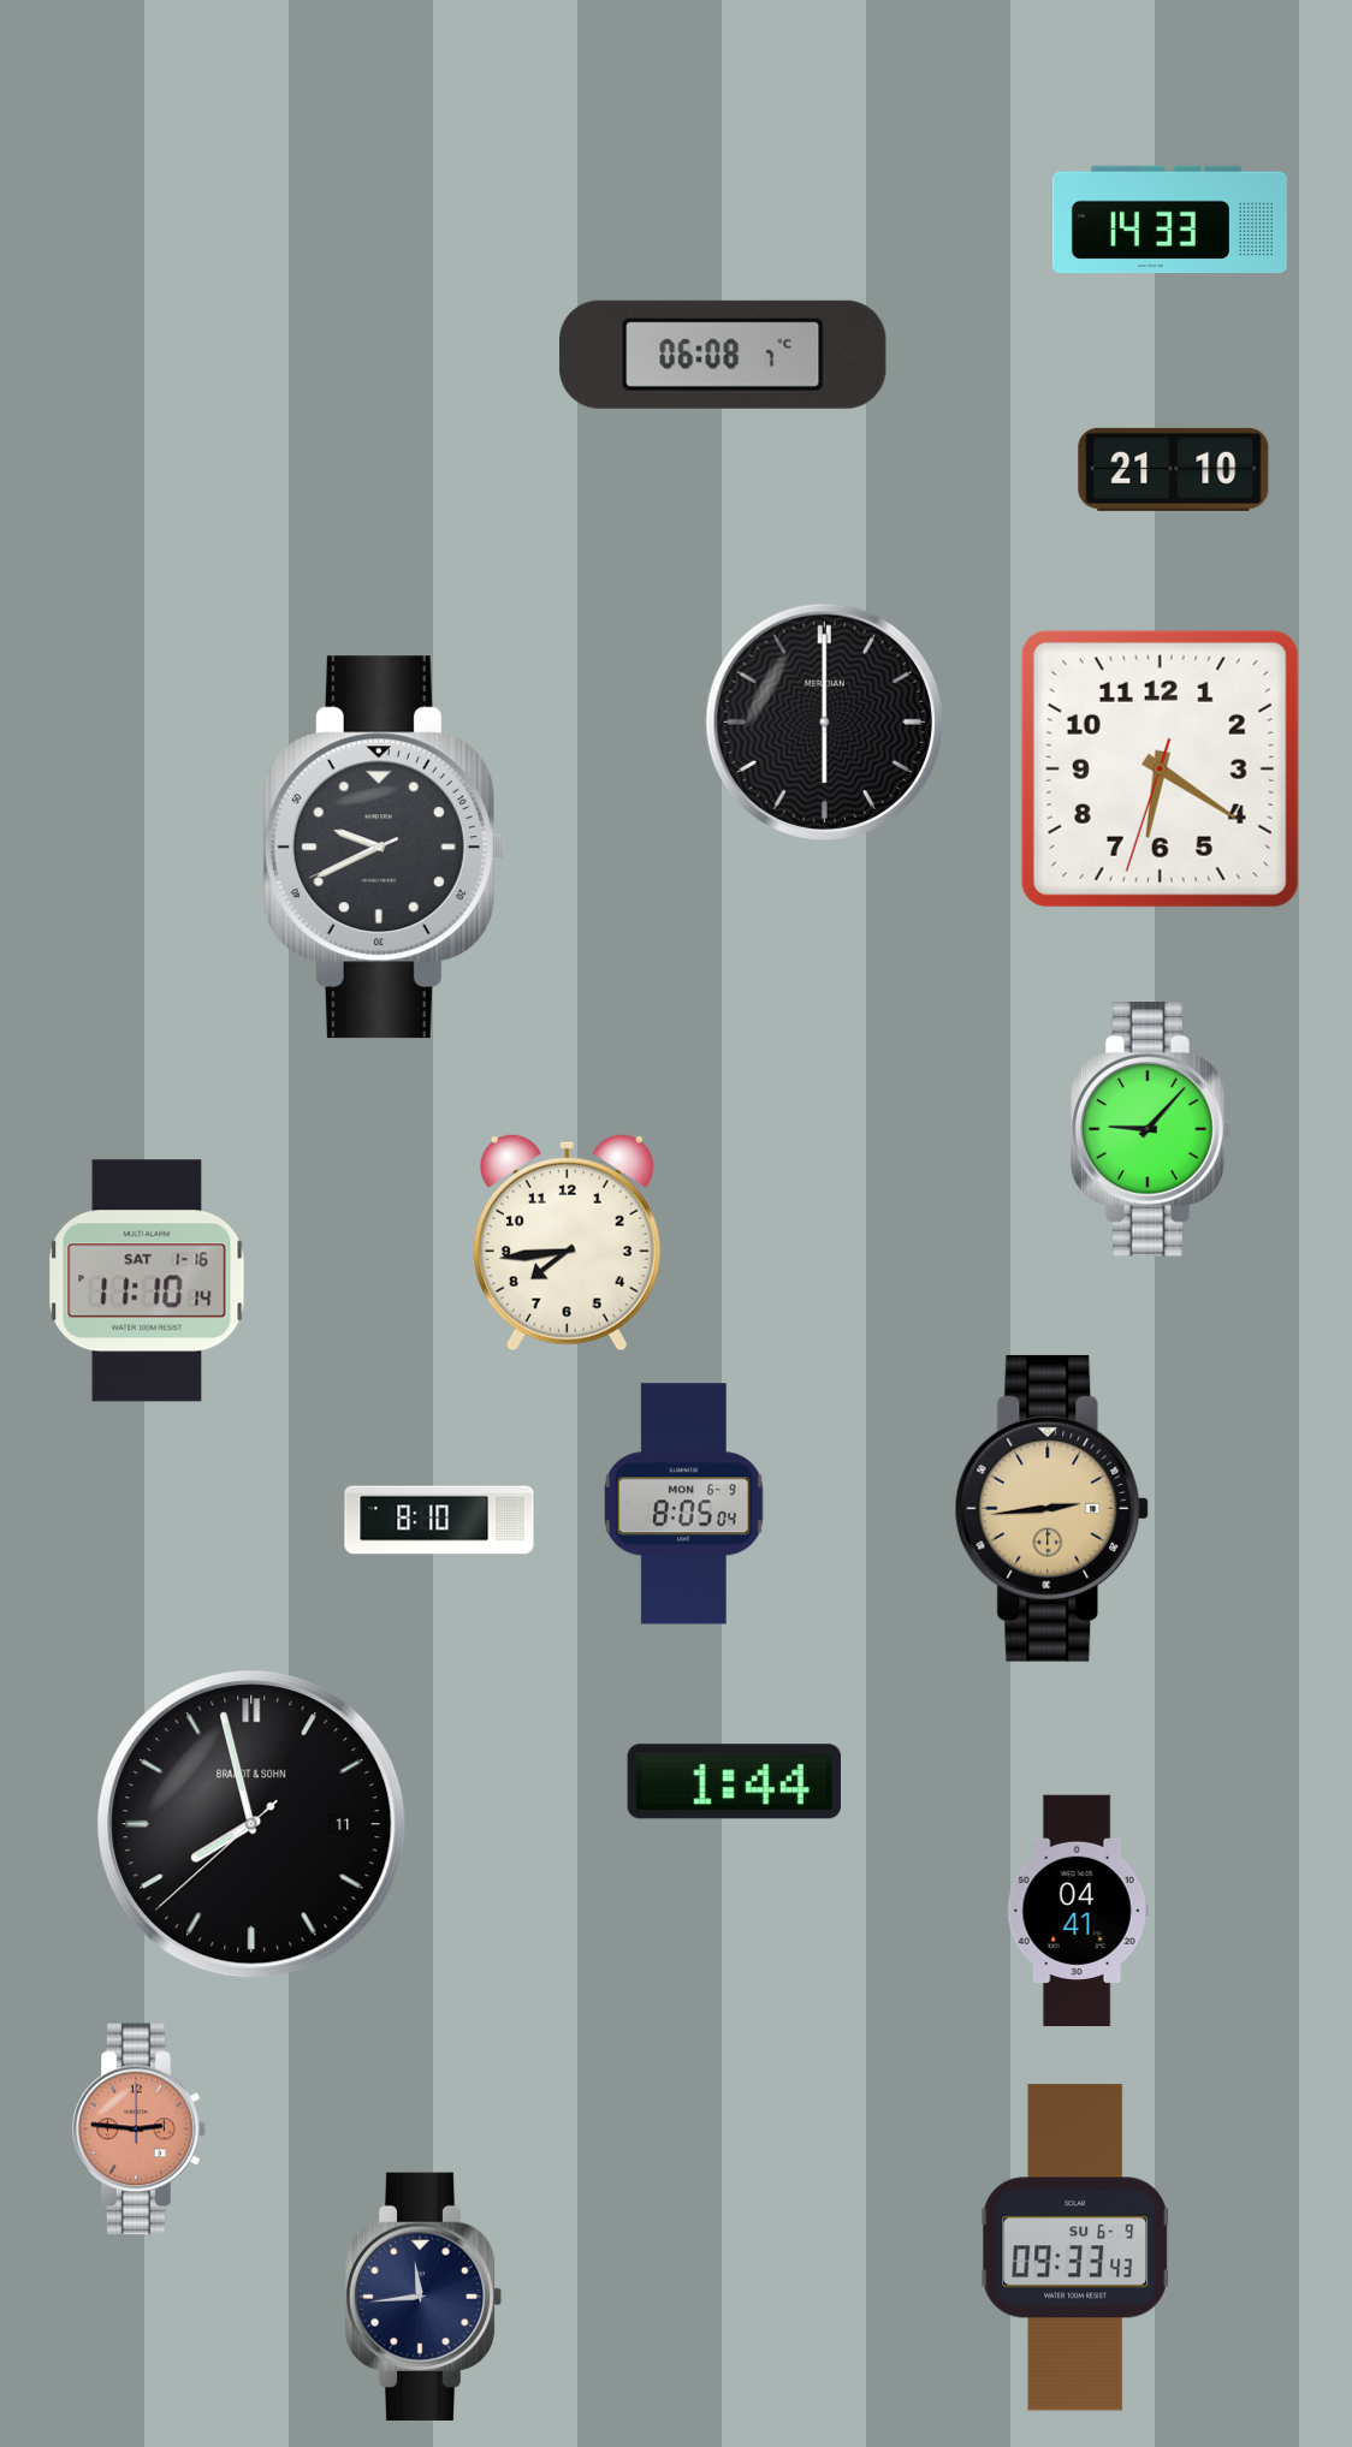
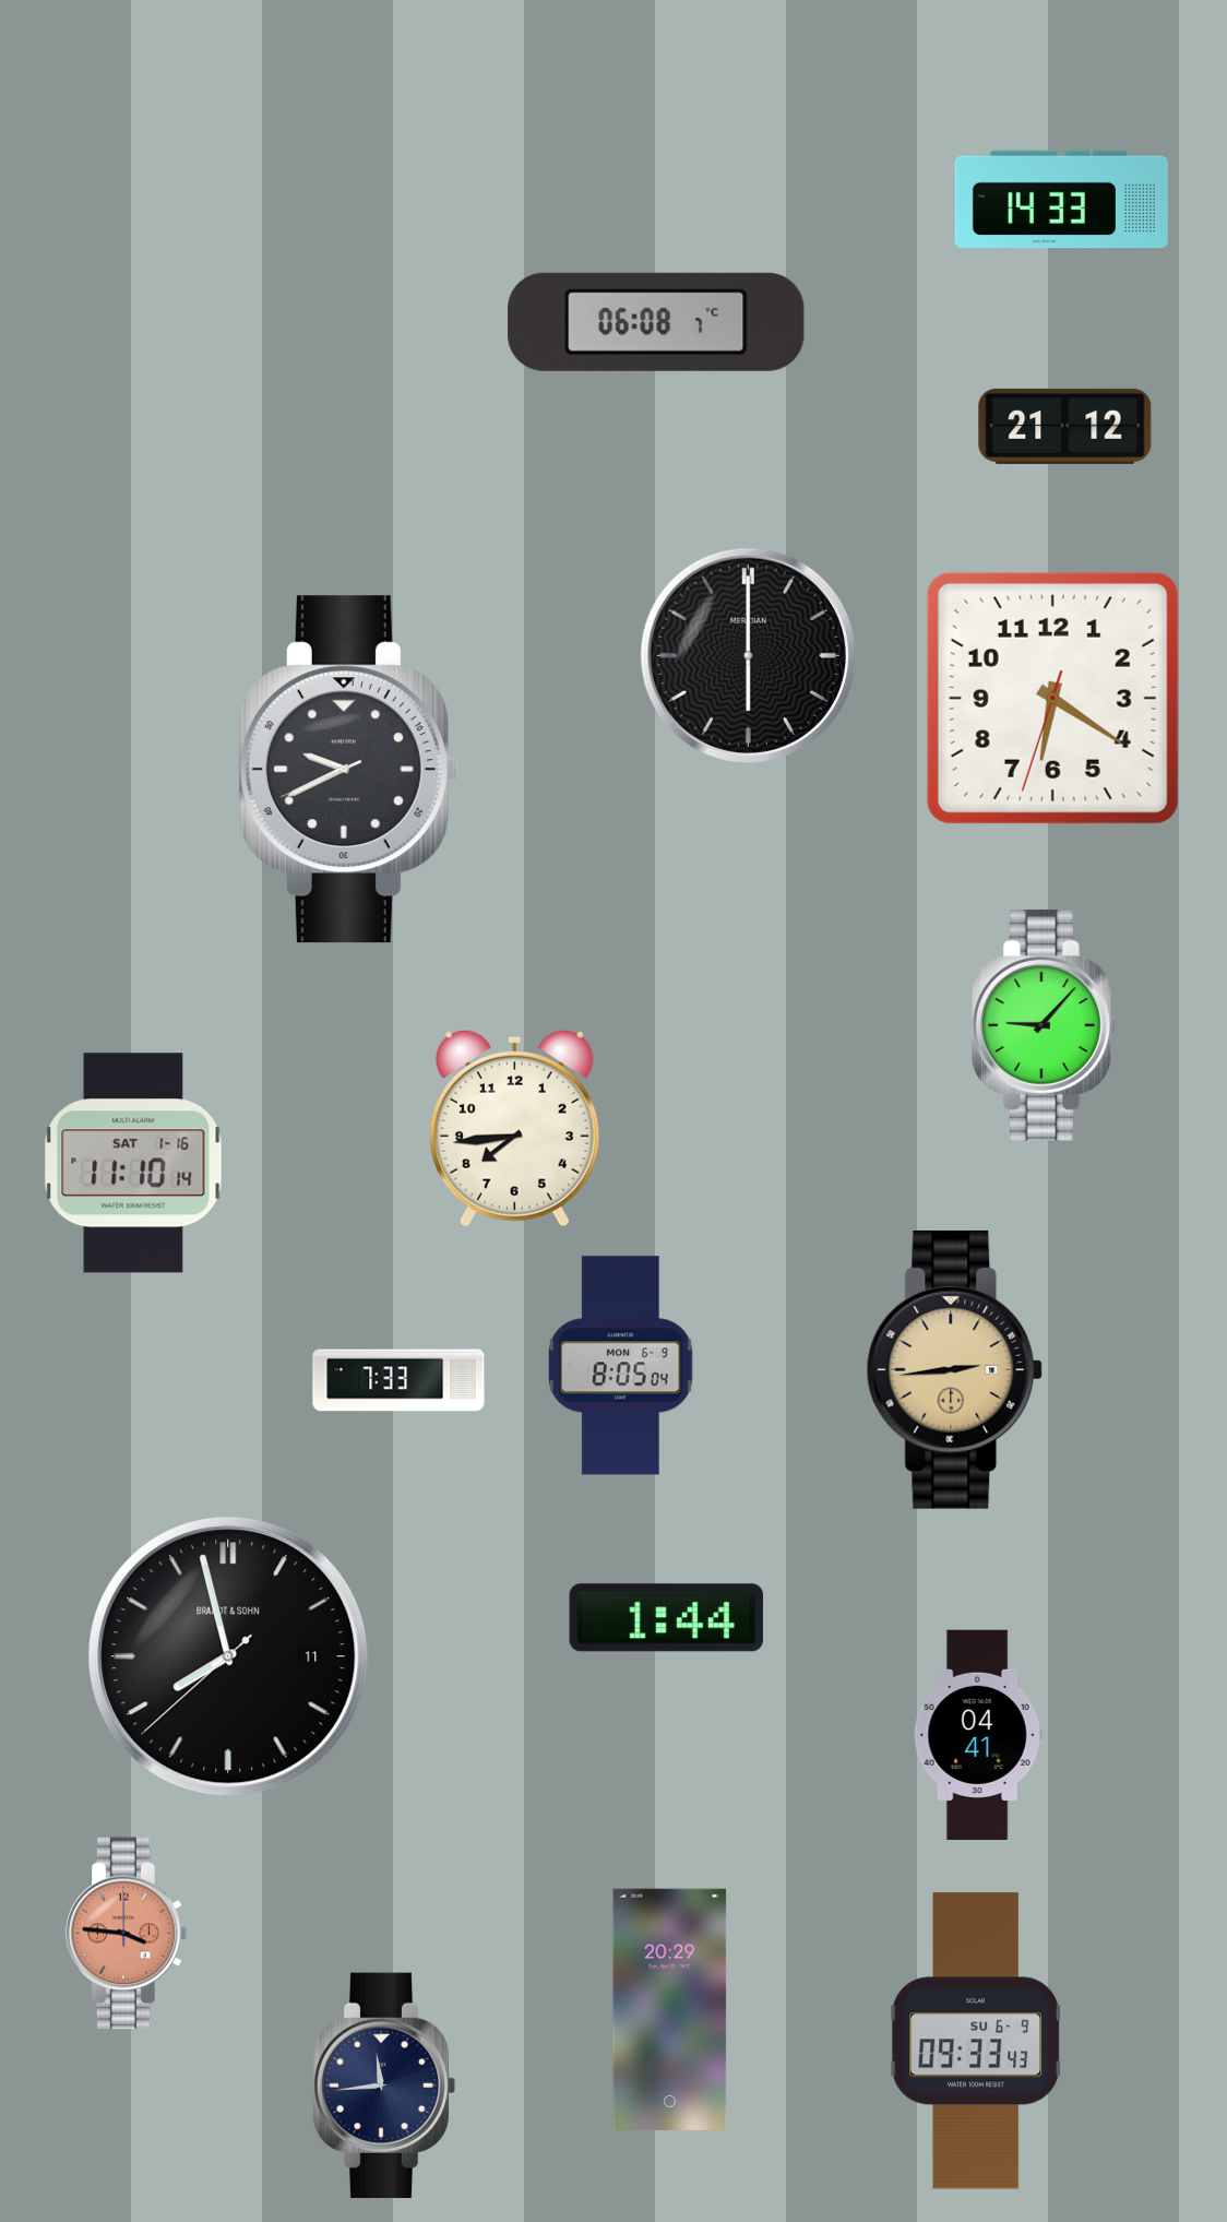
clock at (1174, 469): 21:10 -> 21:12
clock at (439, 1520): 8:10 -> 7:33
clock at (140, 2130): 2:46 -> 3:46
clock at (670, 2009): none -> 20:29
